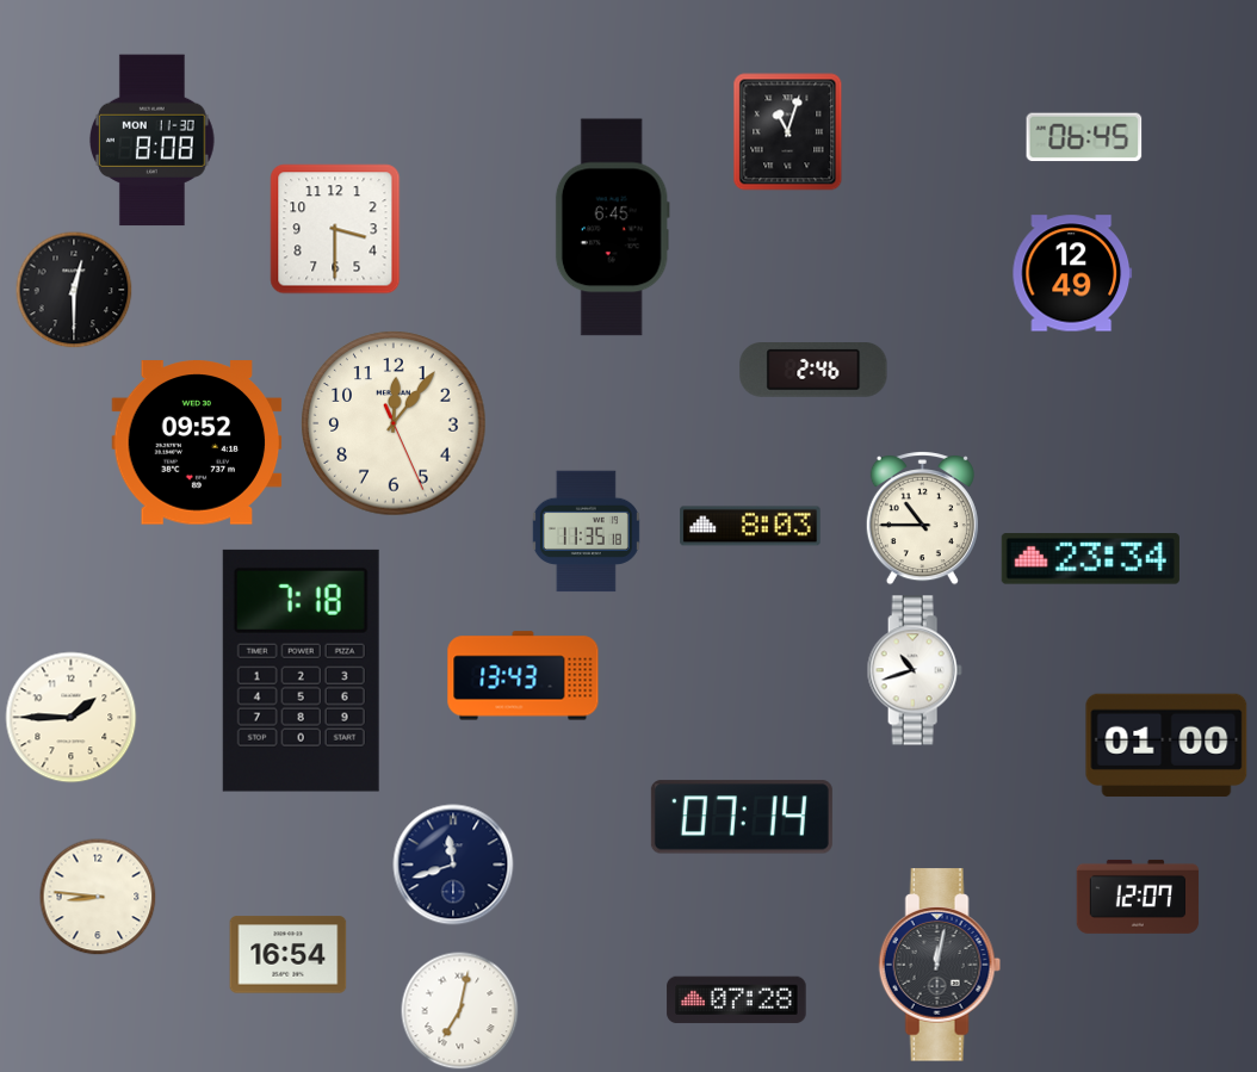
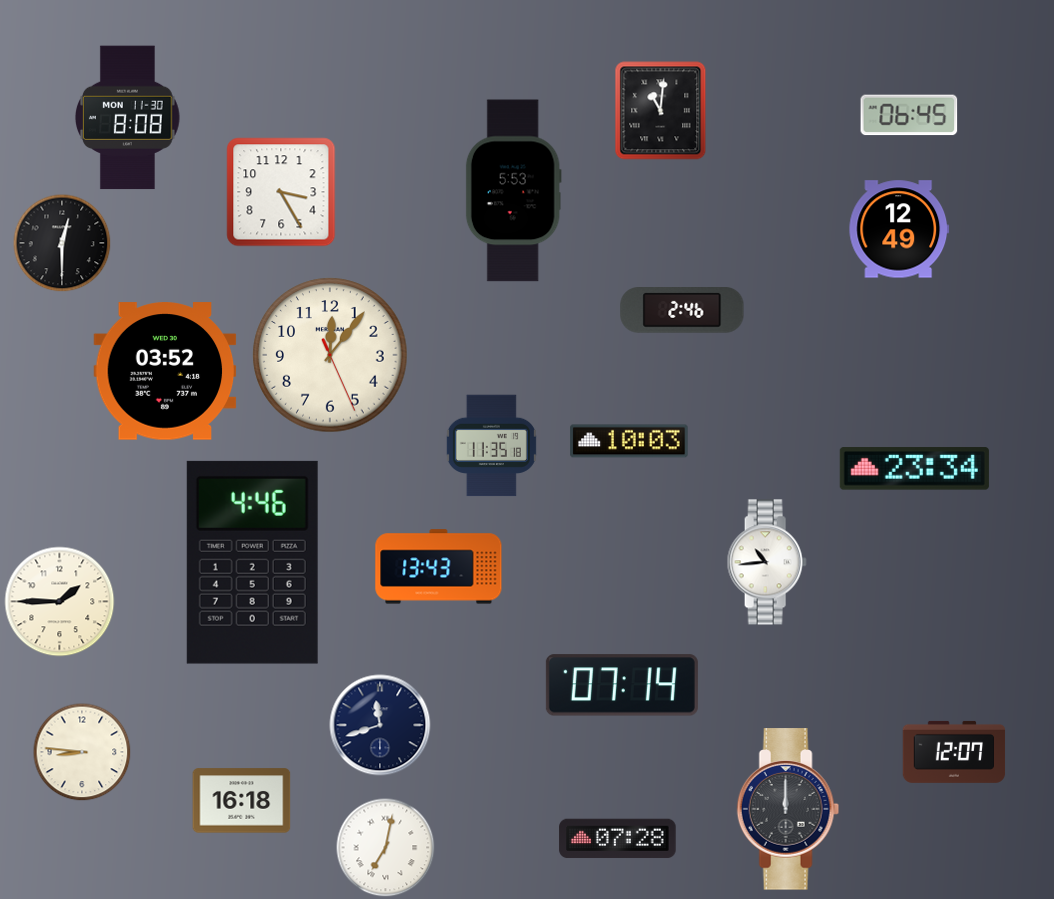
clock at (788, 132): 11:03 -> 11:01
clock at (612, 228): 6:45 -> 5:53
clock at (335, 229): 3:30 -> 3:25
clock at (197, 442): 09:52 -> 03:52
clock at (922, 519): 10:45 -> none
clock at (750, 526): 8:03 -> 10:03
clock at (301, 670): 7:18 -> 4:46
clock at (915, 670): 10:42 -> 10:44
clock at (1166, 745): 01:00 -> none
clock at (289, 955): 16:54 -> 16:18
clock at (940, 965): 12:02 -> 12:00
